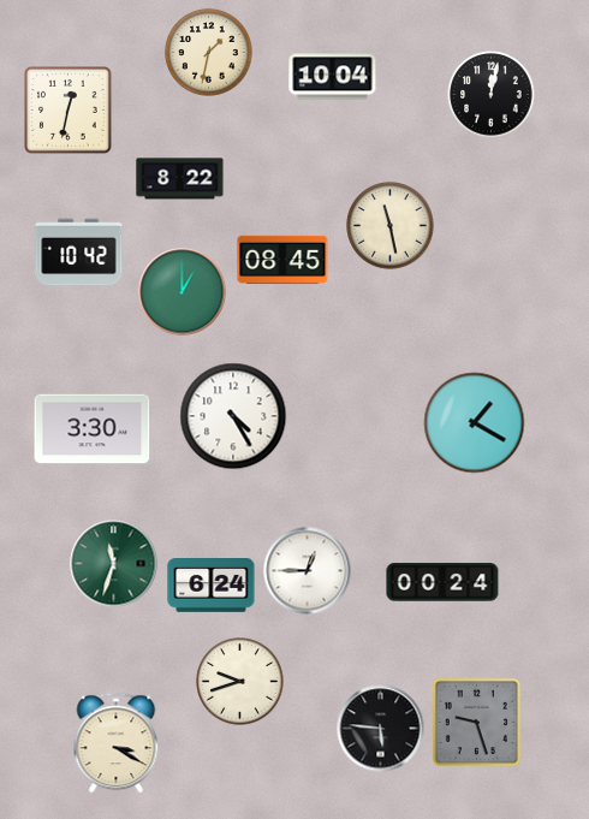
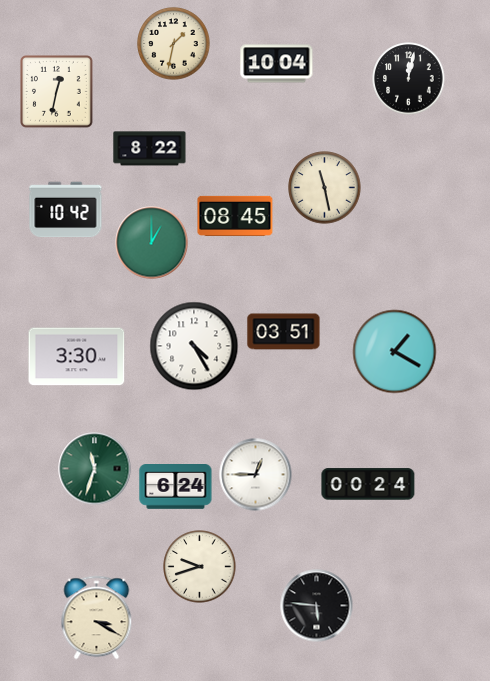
clock at (284, 332): none -> 03:51
clock at (476, 722): 9:27 -> none
